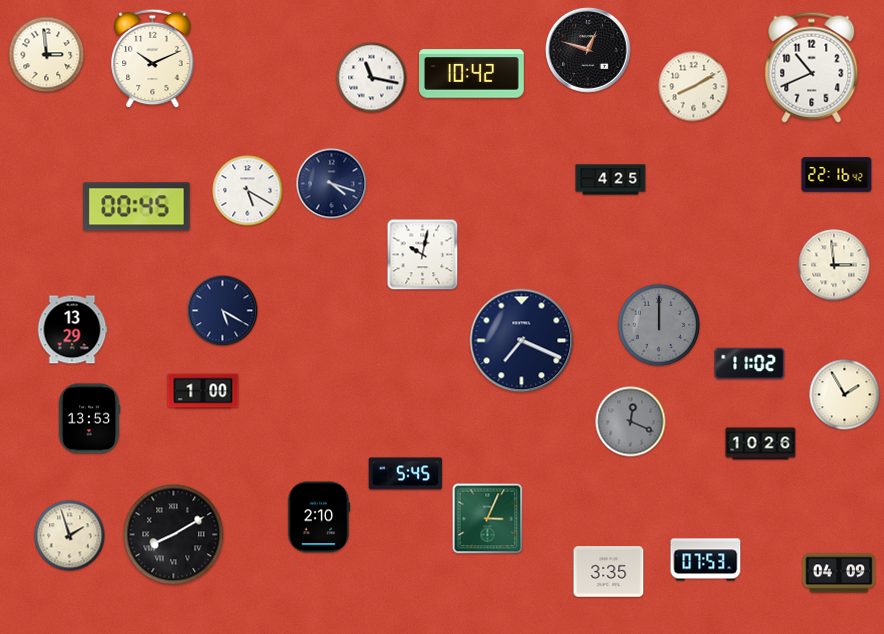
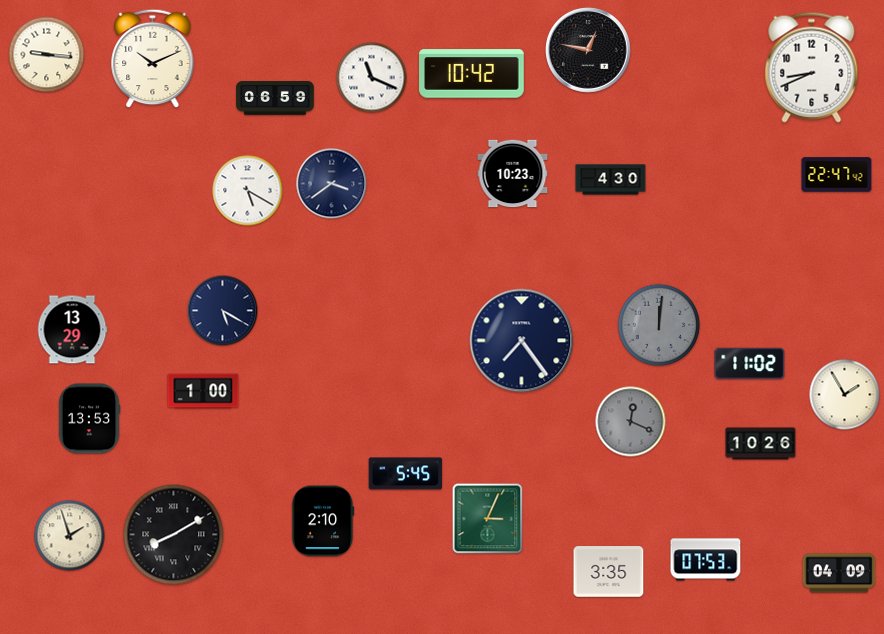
clock at (589, 51): 12:48 -> 12:47
clock at (47, 55): 2:59 -> 9:16
clock at (812, 67): 10:41 -> 8:41
clock at (372, 78): 11:17 -> 11:19
clock at (694, 87): 8:10 -> none
clock at (275, 98): none -> 06:59
clock at (513, 174): none -> 10:23
clock at (837, 175): 22:16 -> 22:47
clock at (611, 180): 4:25 -> 4:30
clock at (332, 184): 4:18 -> 3:39
clock at (137, 207): 00:45 -> none
clock at (423, 255): 10:02 -> none
clock at (834, 265): 2:59 -> none
clock at (659, 325): 12:00 -> 12:01
clock at (522, 341): 7:19 -> 7:24
clock at (319, 517) position: (319, 517) -> (323, 521)
